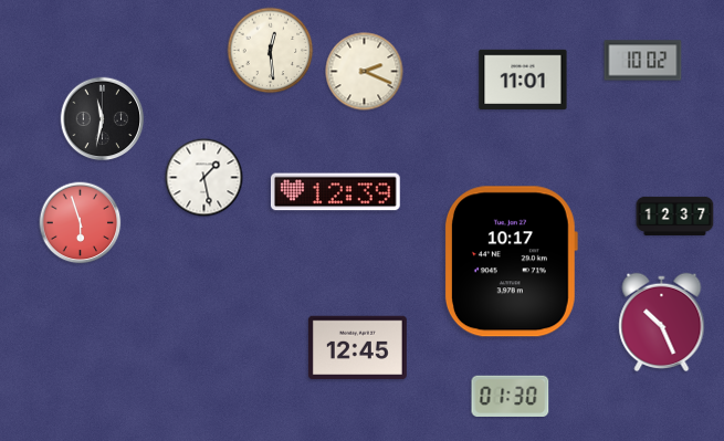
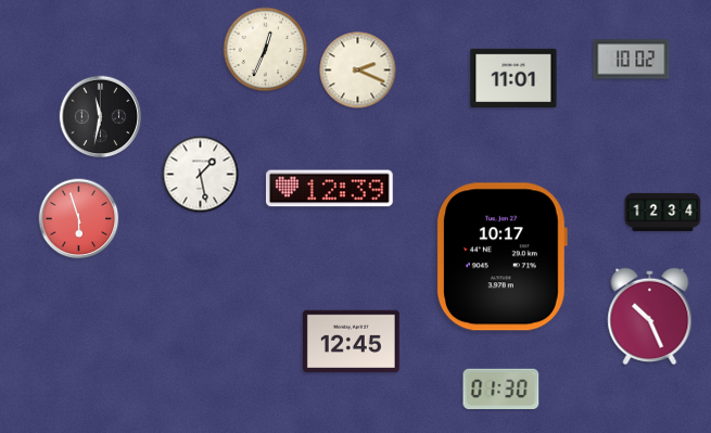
clock at (271, 51): 12:29 -> 12:34
clock at (675, 216): 12:37 -> 12:34
